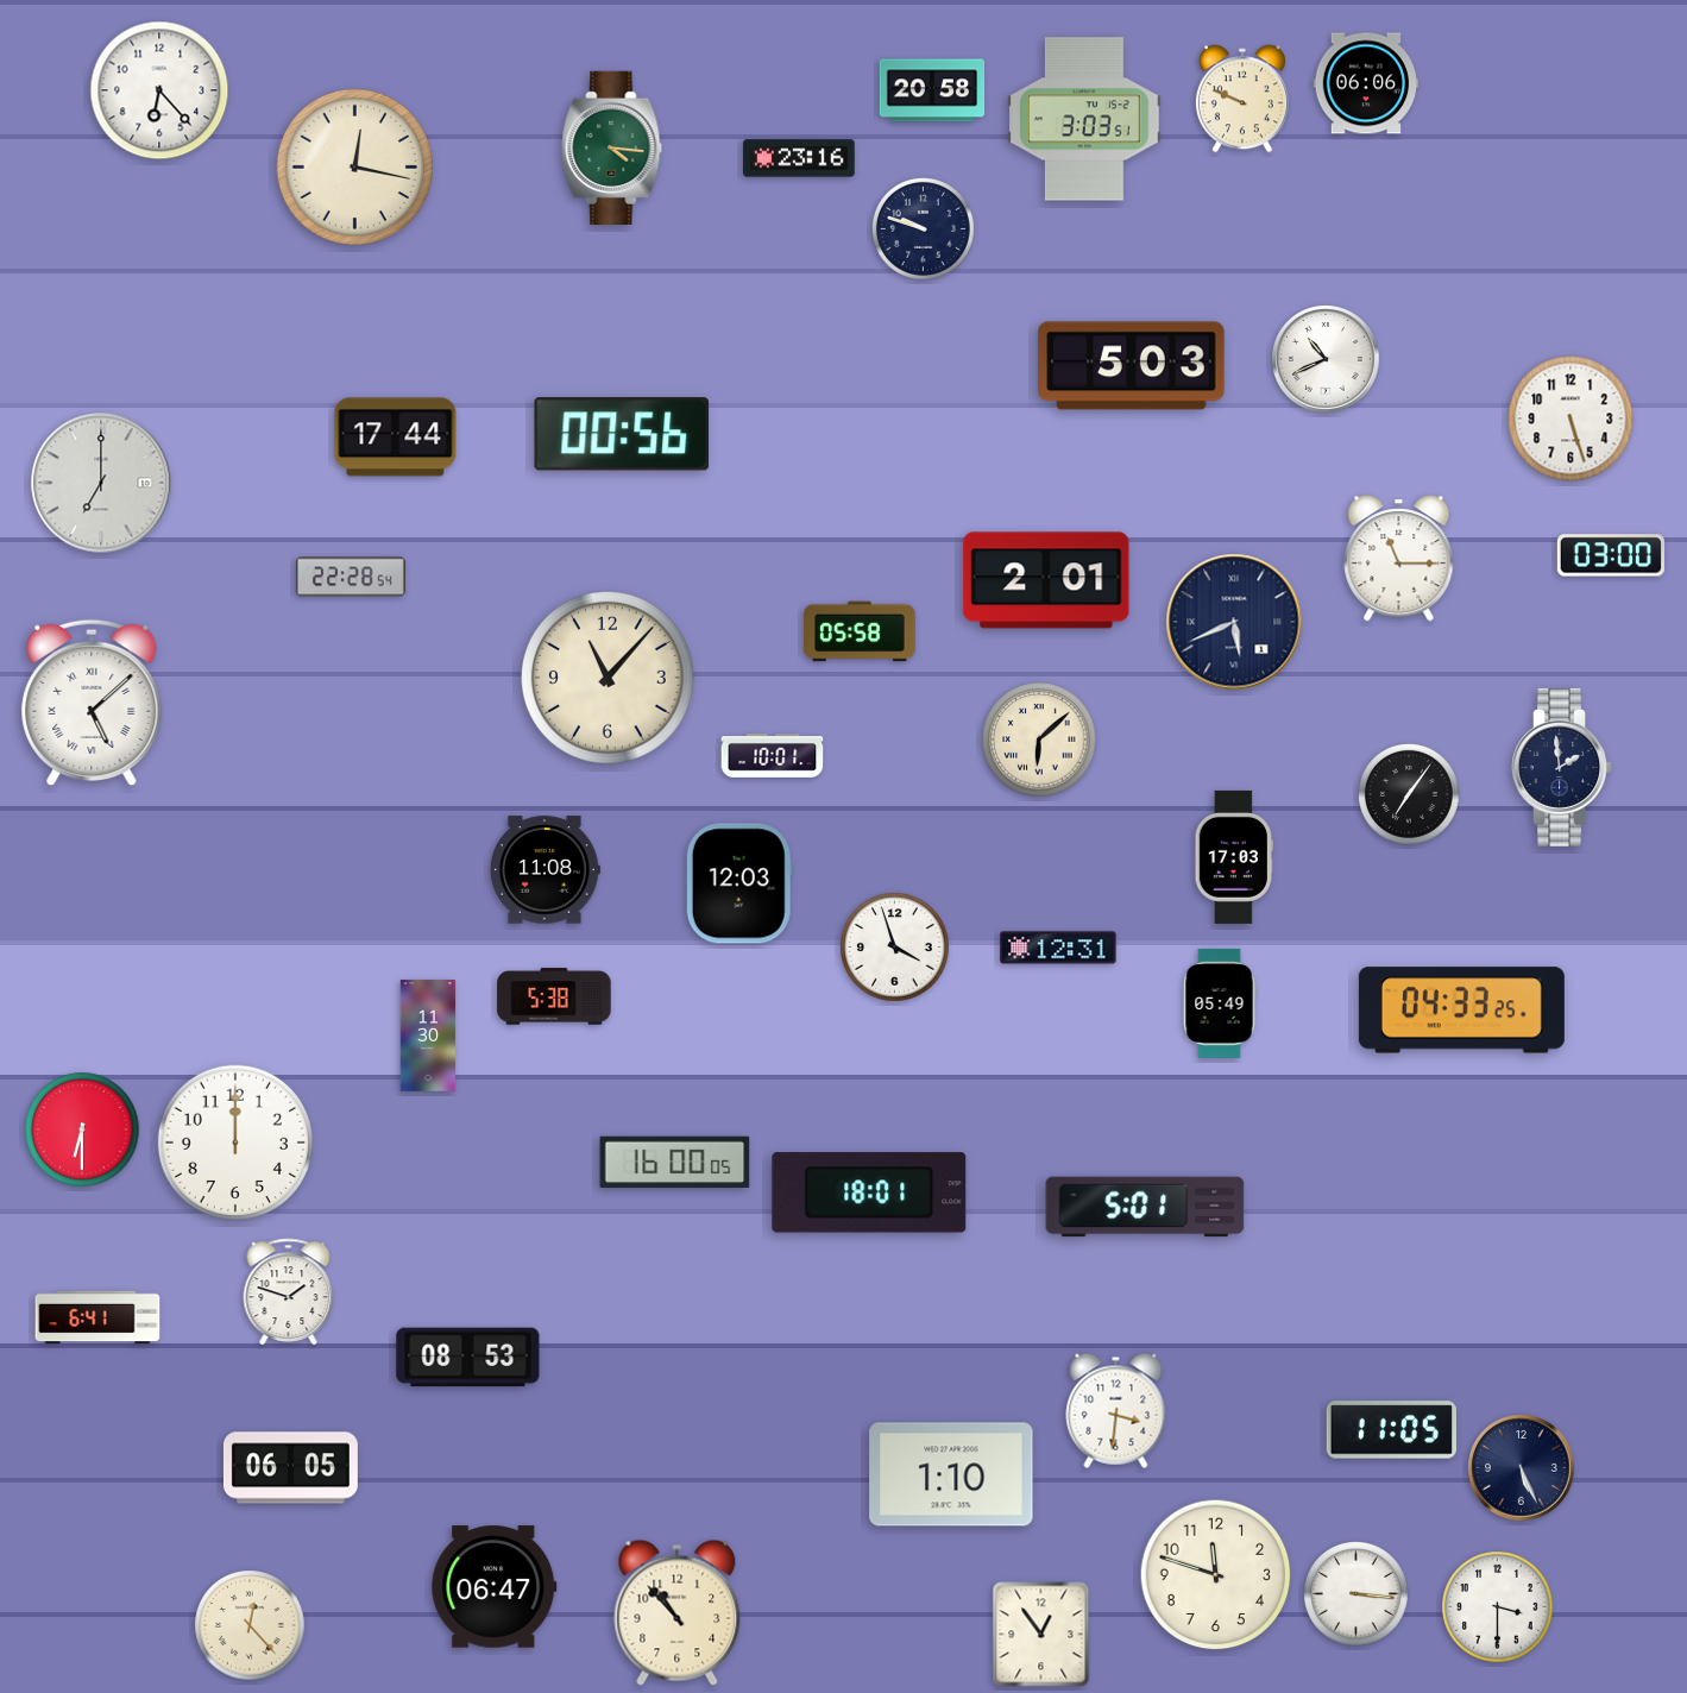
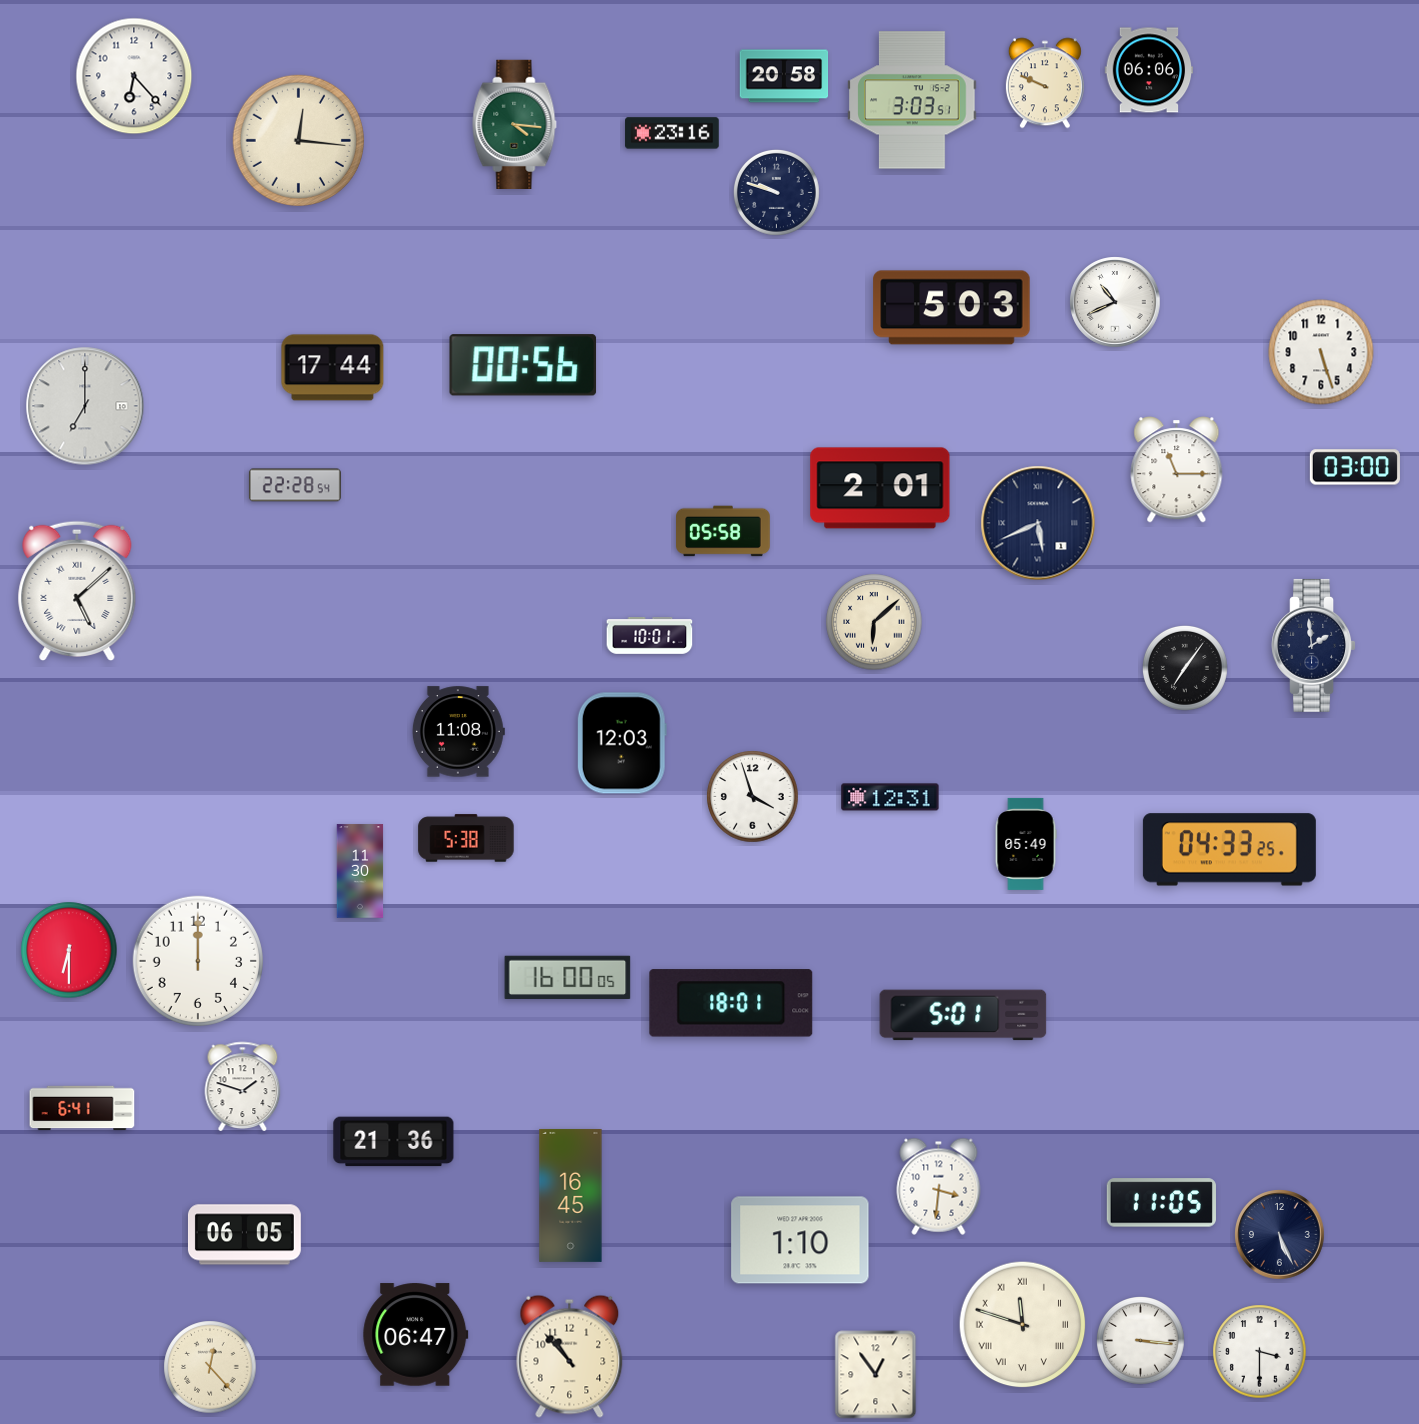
clock at (354, 166): 12:17 -> 12:16
clock at (609, 679): 11:07 -> none
clock at (1234, 857): 17:03 -> none
clock at (468, 1358): 08:53 -> 21:36
clock at (571, 1195): none -> 16:45
clock at (1391, 1430) position: (1391, 1430) -> (1161, 1203)
clock at (1216, 1575) numerals: Arabic -> Roman
